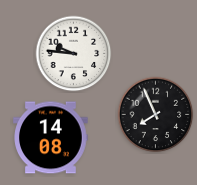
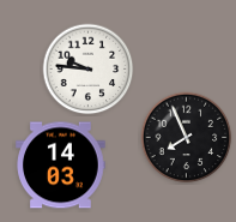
clock at (74, 54) position: (74, 54) -> (89, 70)
clock at (51, 138): 14:08 -> 14:03
